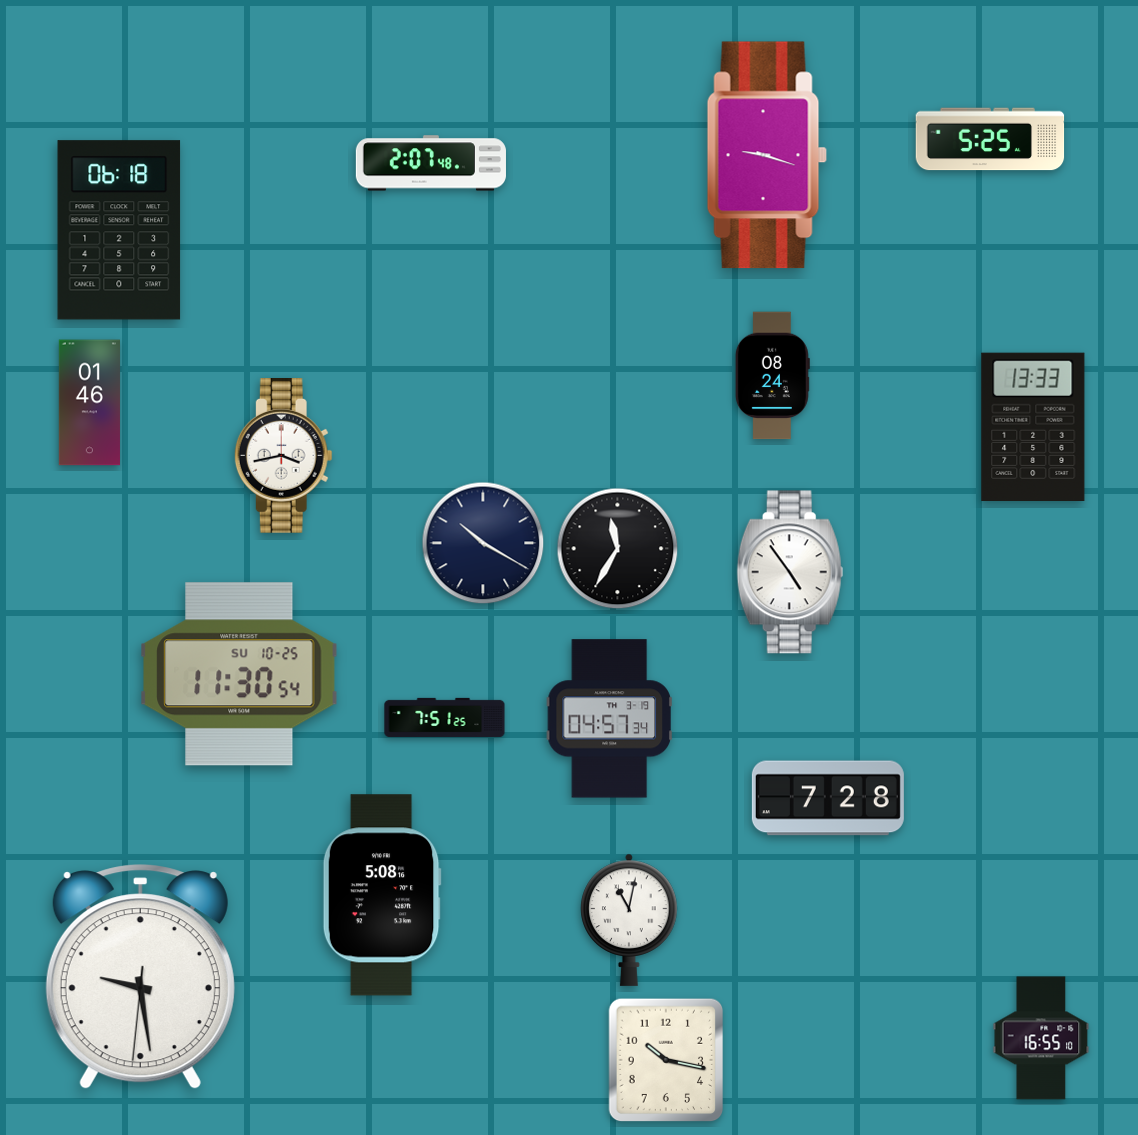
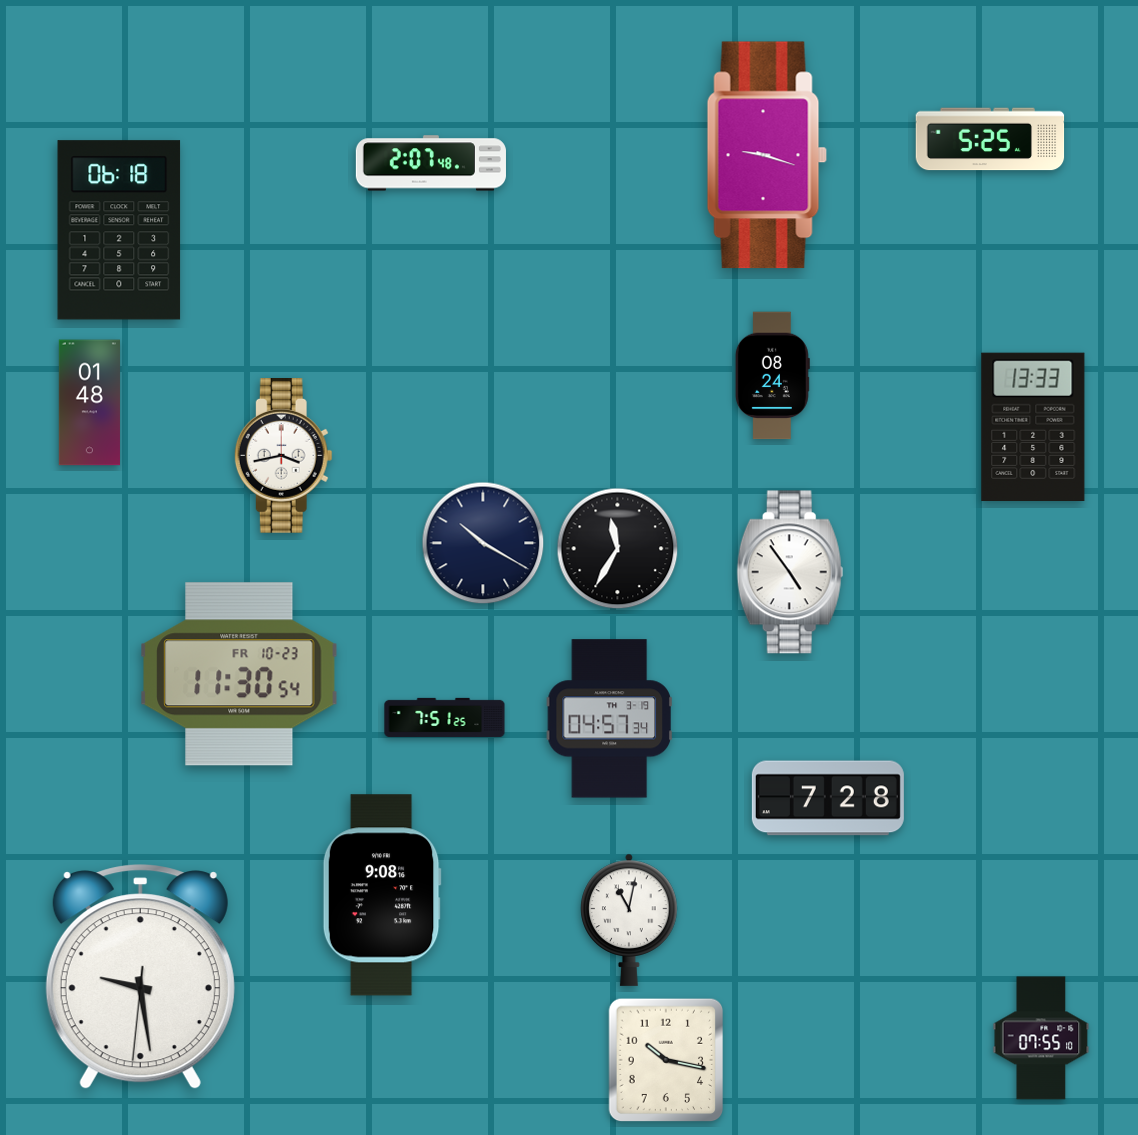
clock at (89, 403): 01:46 -> 01:48
clock at (239, 674) date: SU 10-25 -> FR 10-23
clock at (382, 895): 5:08 -> 9:08
clock at (1041, 1038): 16:55 -> 07:55
